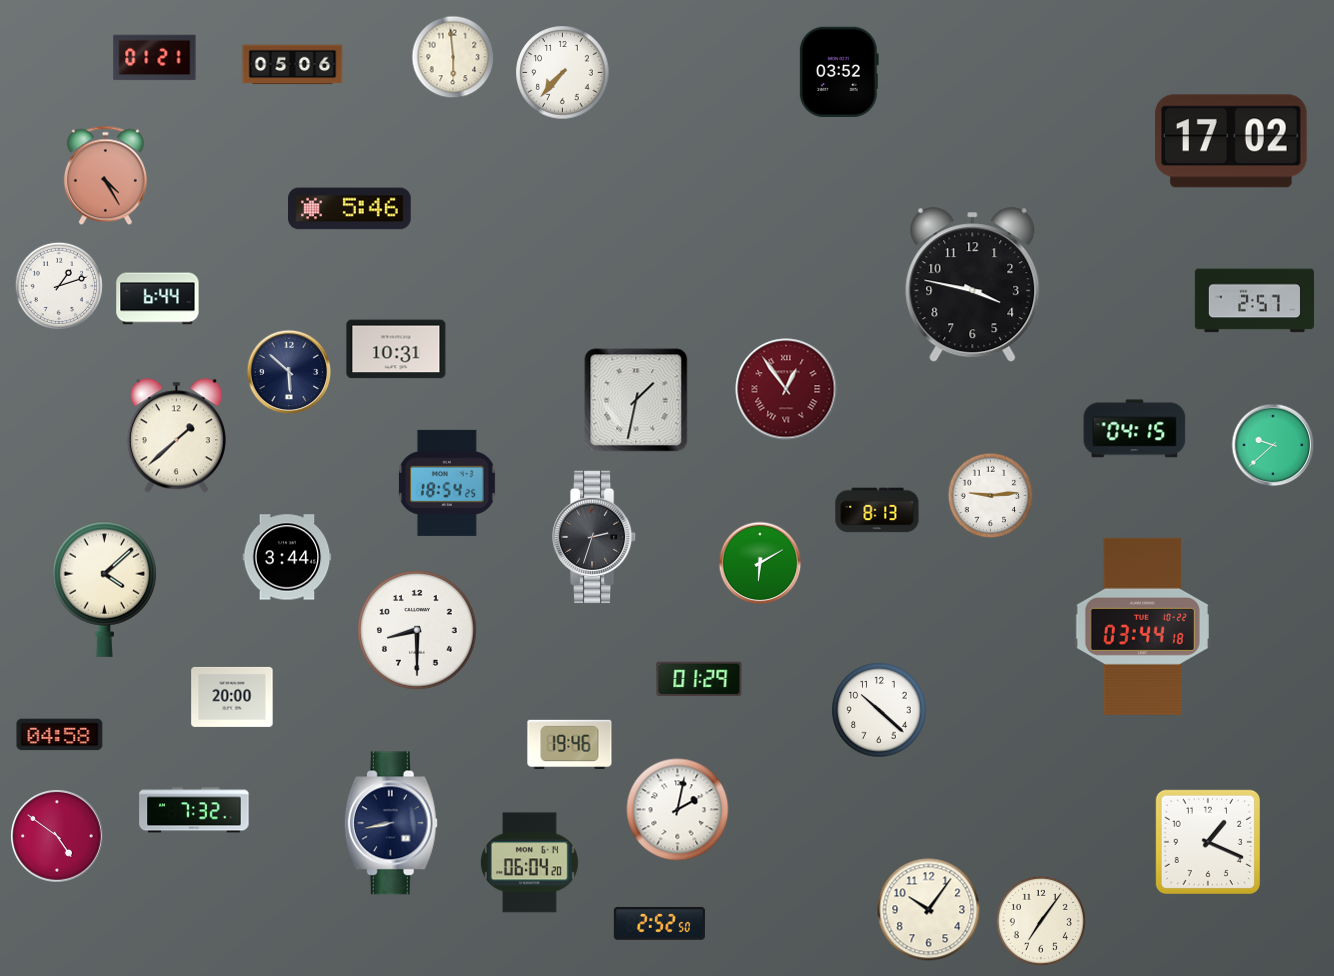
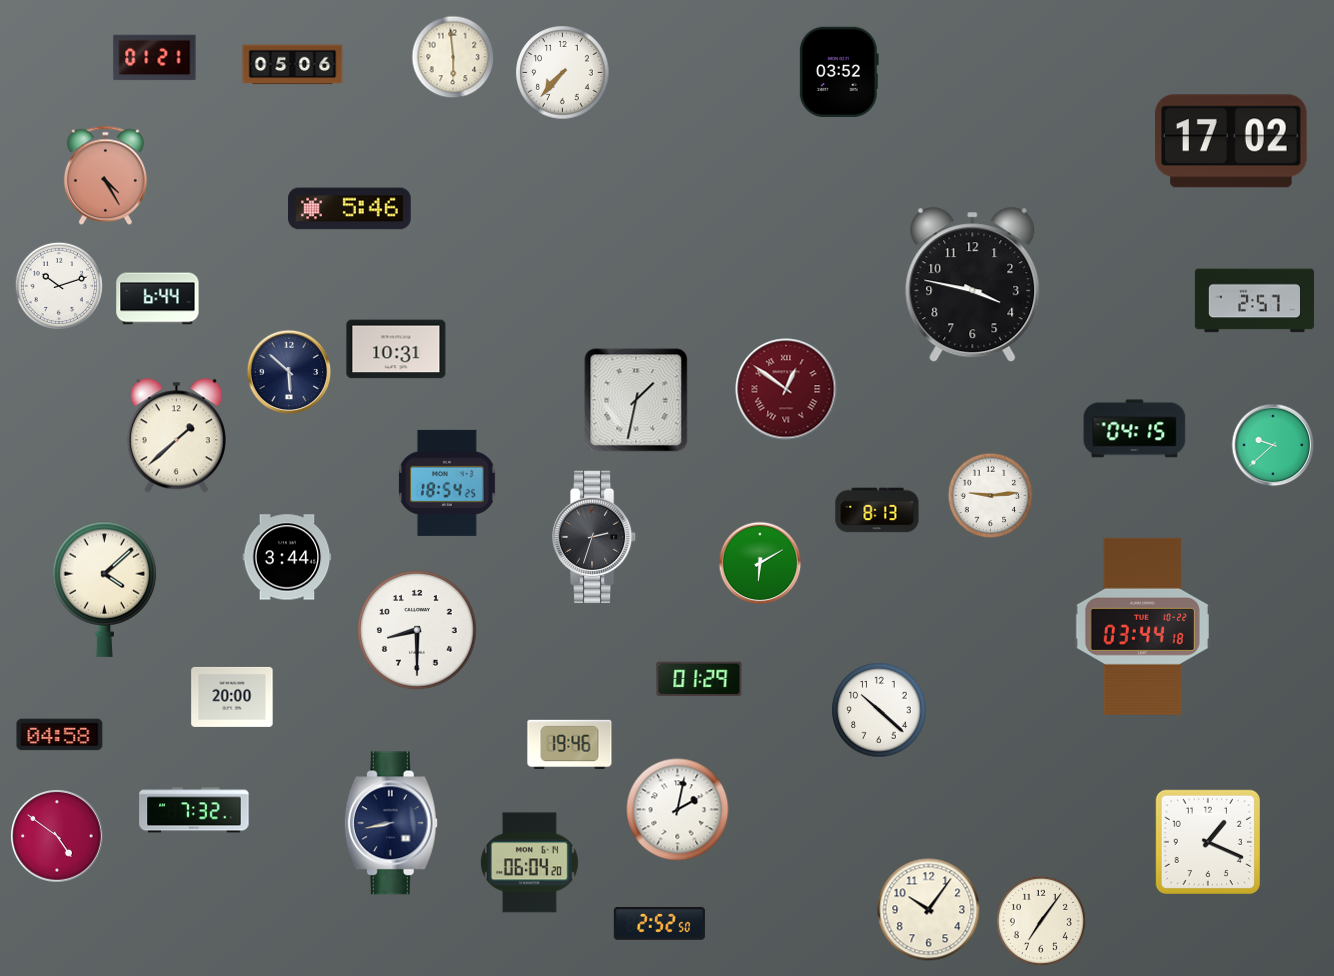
clock at (59, 286): 1:12 -> 10:12
clock at (786, 389): 12:54 -> 12:51
